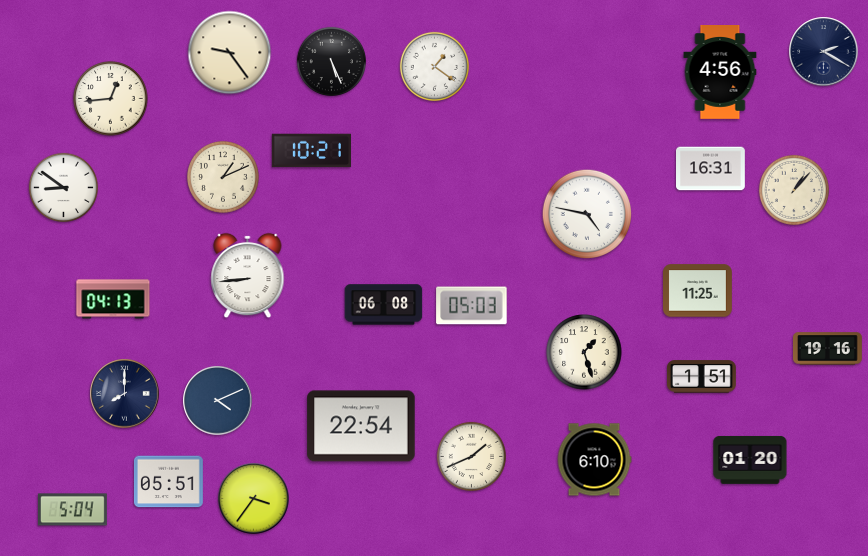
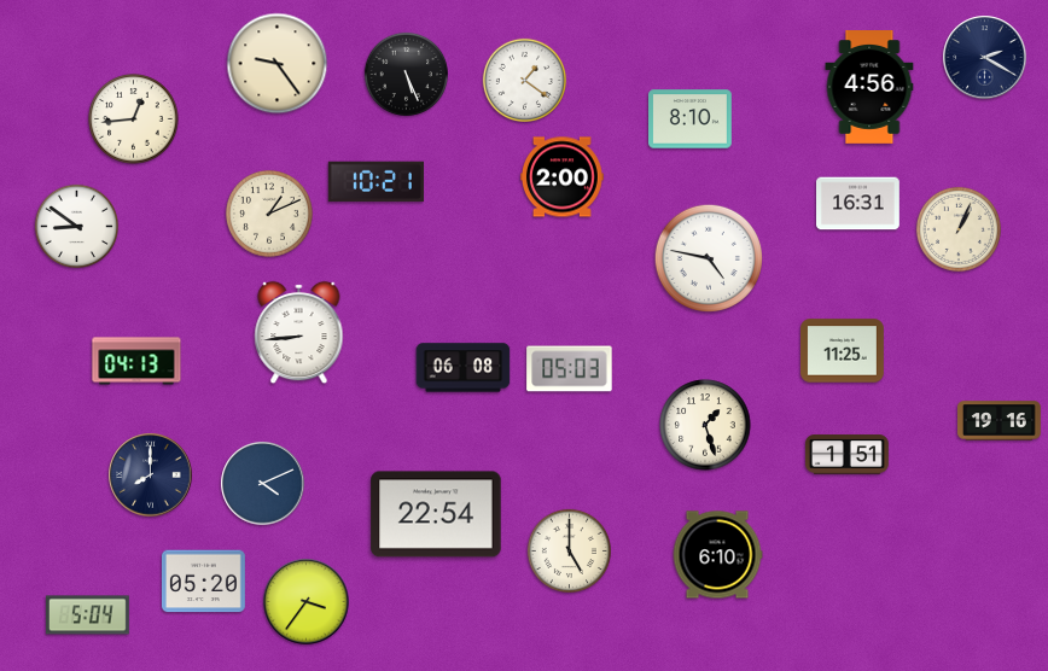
clock at (824, 52) position: (824, 52) -> (985, 58)
clock at (331, 61) position: (331, 61) -> (406, 74)
clock at (691, 119): none -> 8:10
clock at (563, 177): none -> 2:00
clock at (794, 190): 1:07 -> 1:04
clock at (471, 456): 1:41 -> 5:00
clock at (750, 460): 01:20 -> none
clock at (168, 482): 05:51 -> 05:20
